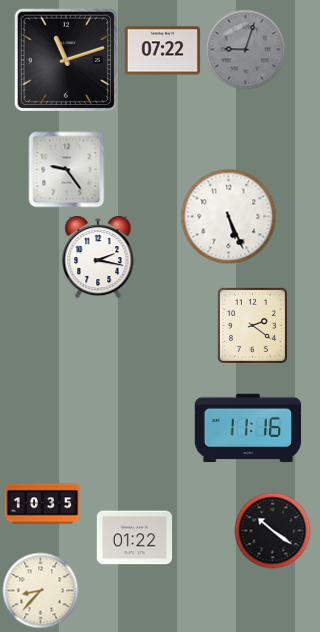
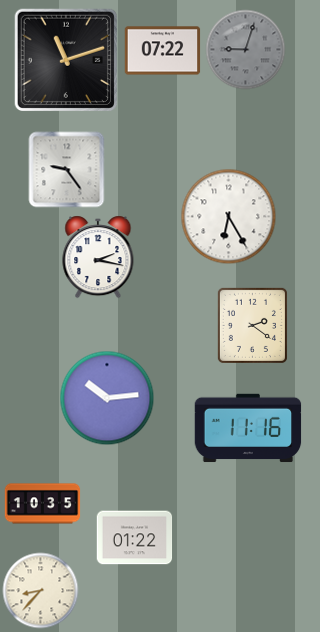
clock at (229, 217): 5:26 -> 6:25
clock at (107, 398): none -> 10:14
clock at (273, 531): 10:21 -> none
